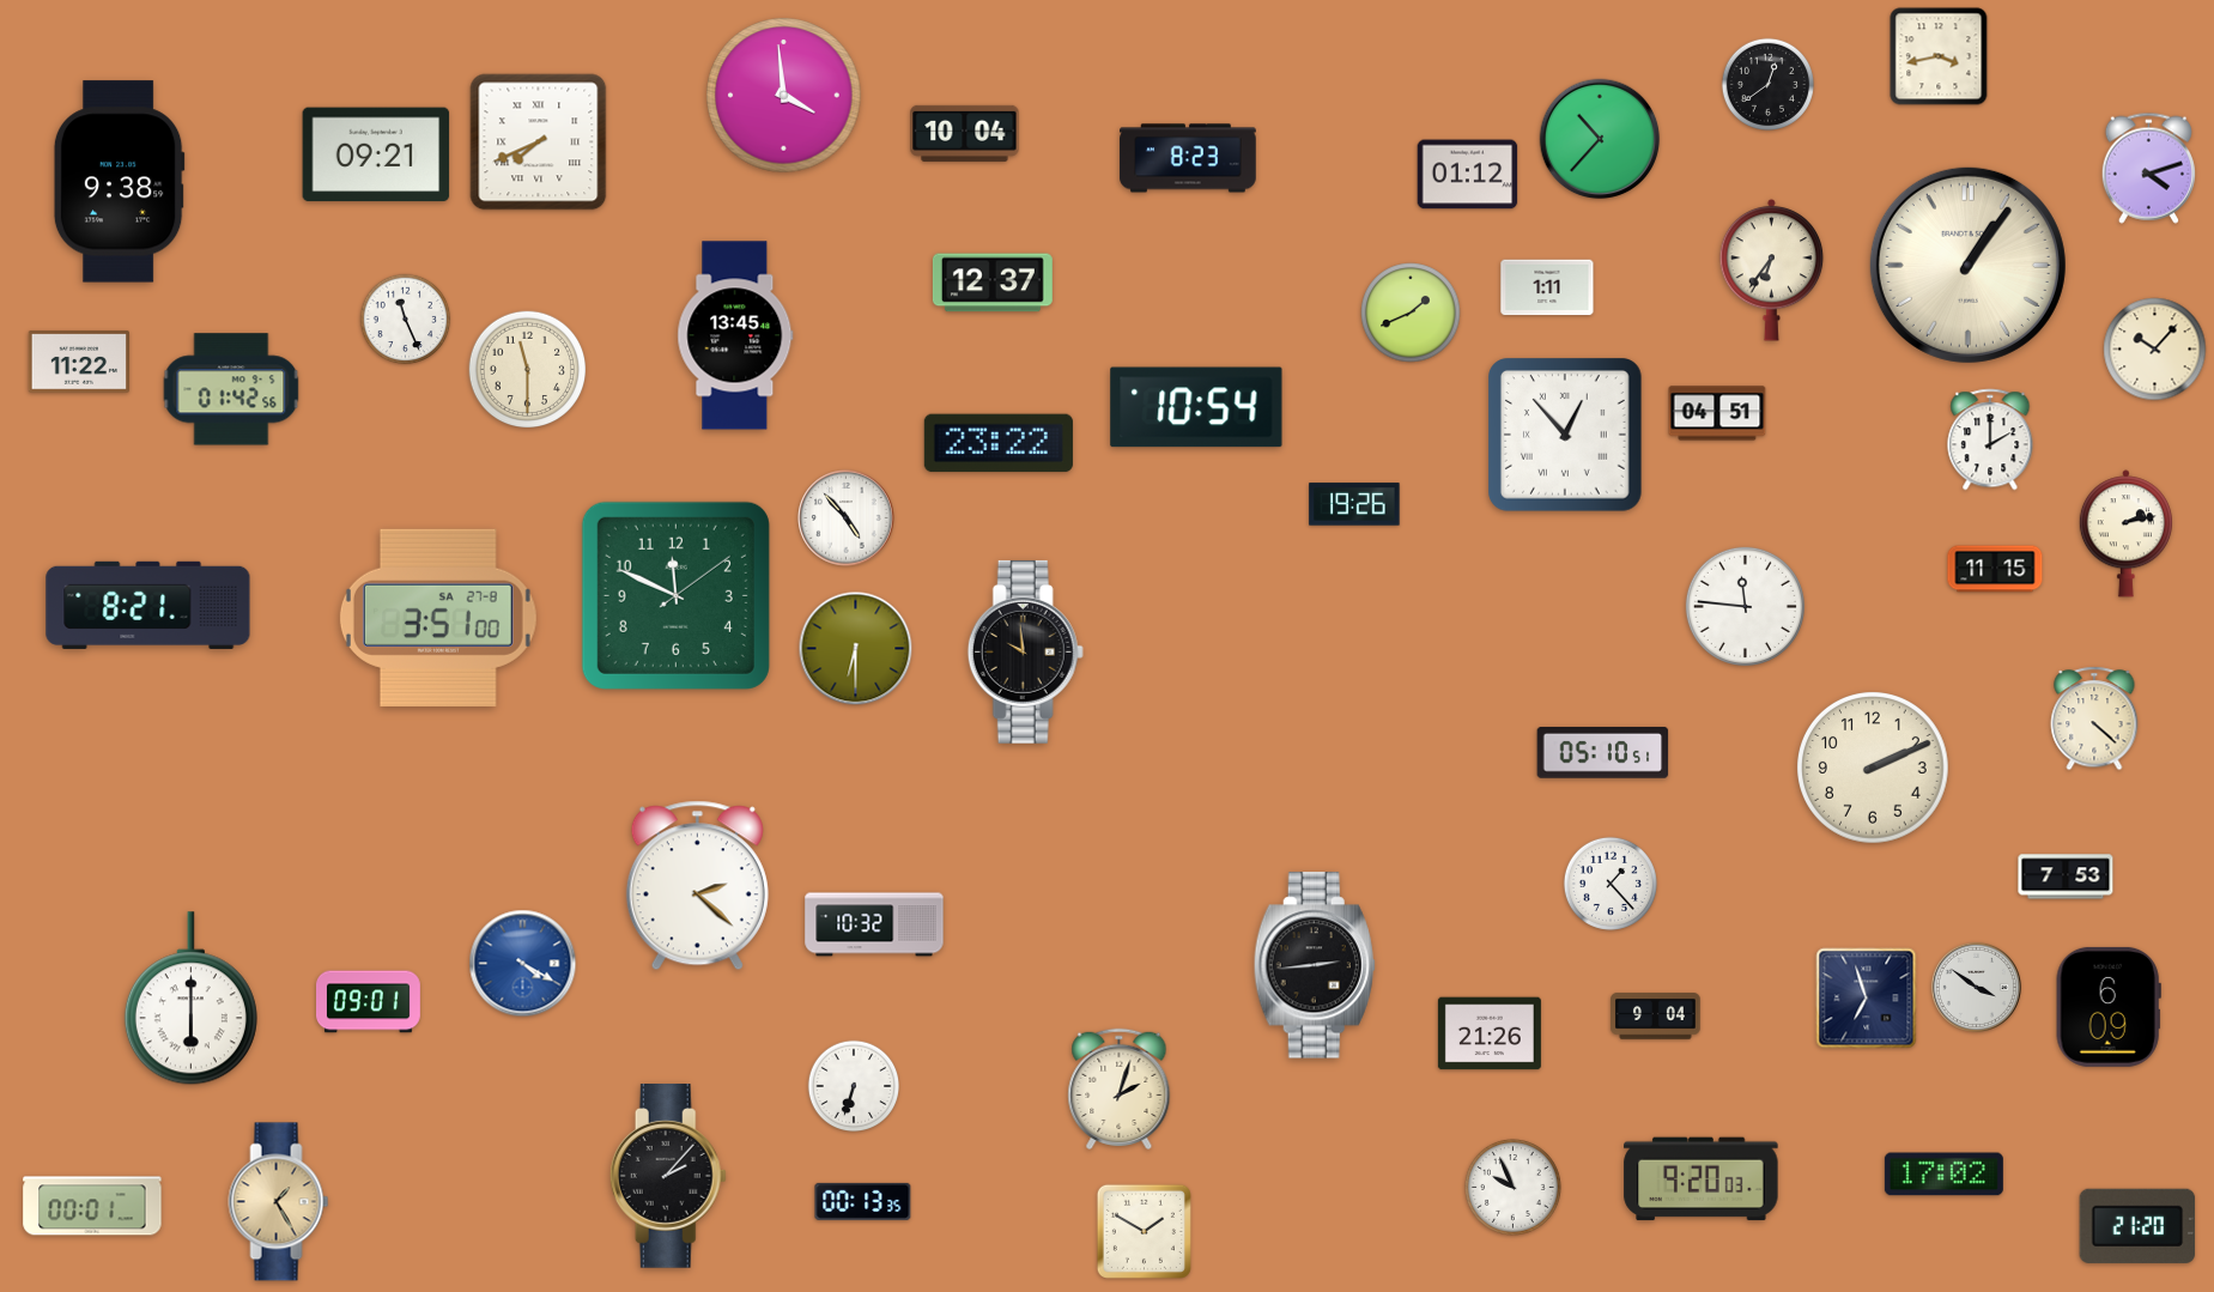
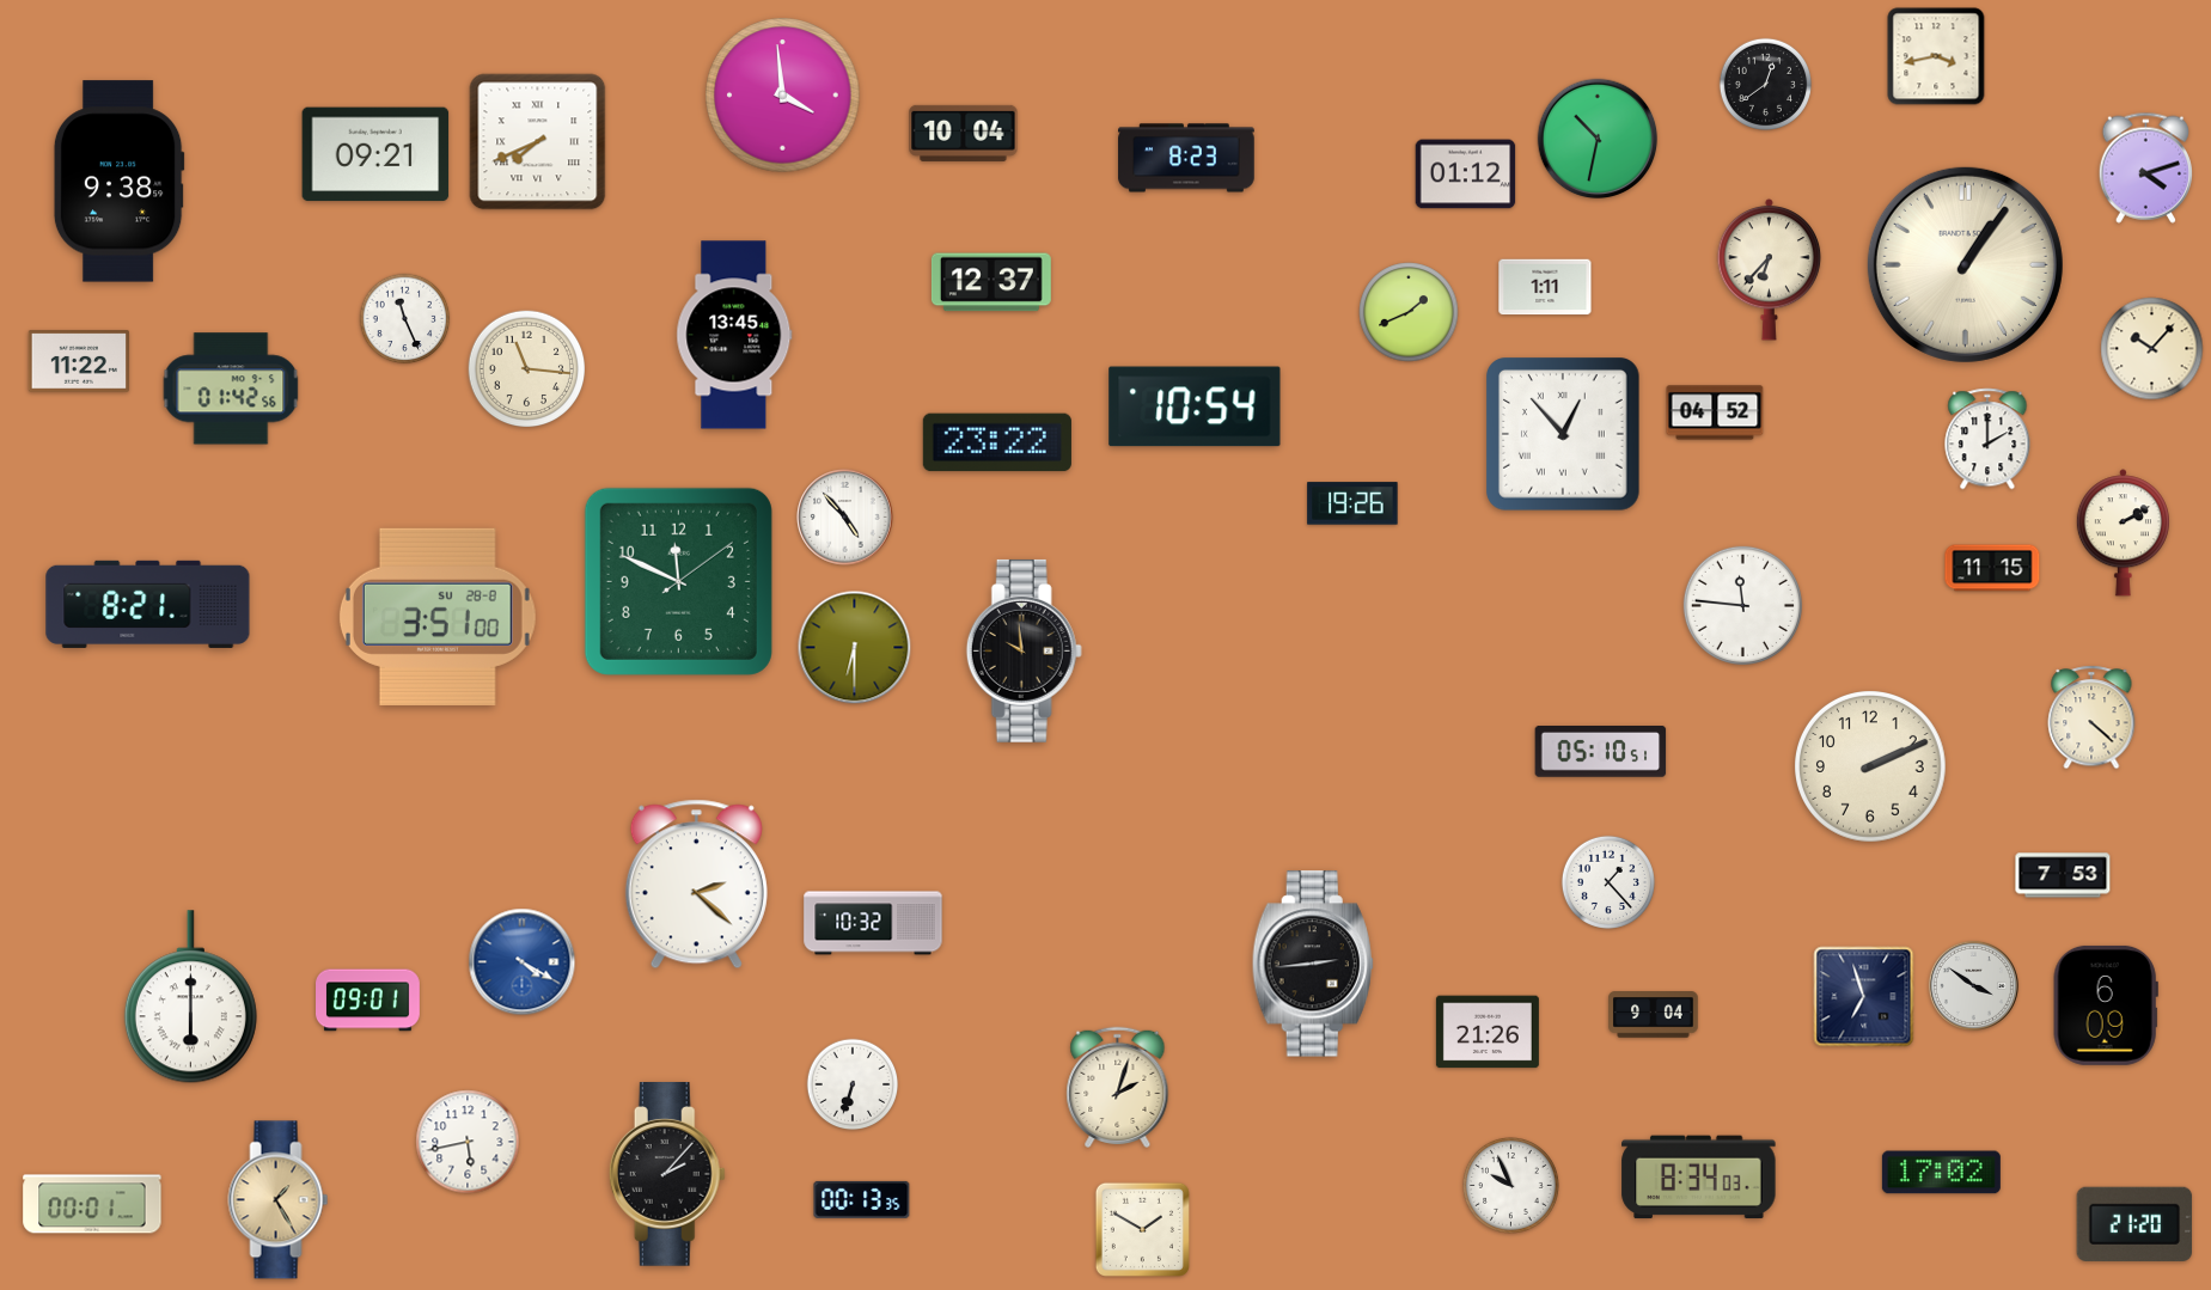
clock at (1600, 139): 10:37 -> 10:32
clock at (1772, 269): 6:36 -> 6:37
clock at (528, 370): 11:30 -> 11:16
clock at (1717, 413): 04:51 -> 04:52
clock at (2125, 534): 2:13 -> 2:10
clock at (675, 595) position: (675, 595) -> (678, 581)
clock at (438, 618) date: SA 27-8 -> SU 28-8
clock at (468, 1142): none -> 5:43
clock at (1702, 1179): 9:20 -> 8:34
